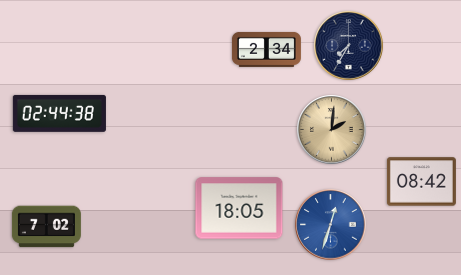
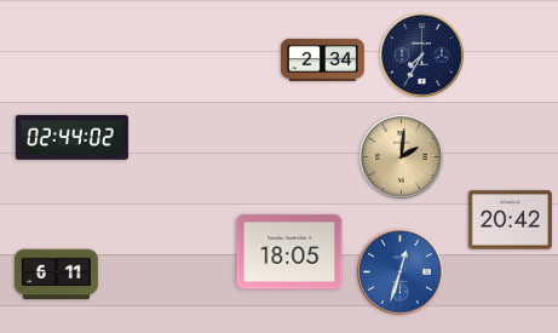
clock at (59, 113): 02:44:38 -> 02:44:02
clock at (421, 182): 08:42 -> 20:42
clock at (46, 227): 7:02 -> 6:11
